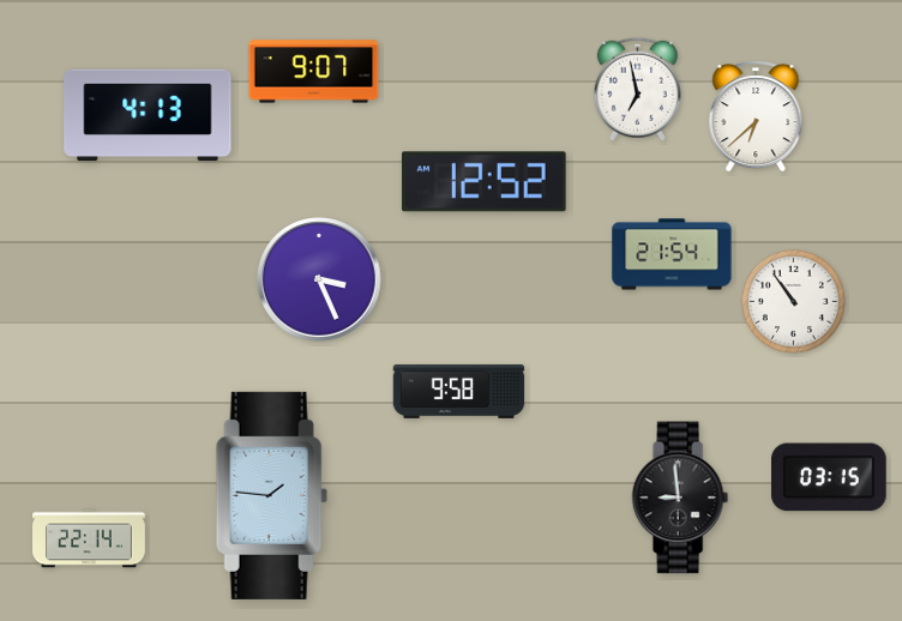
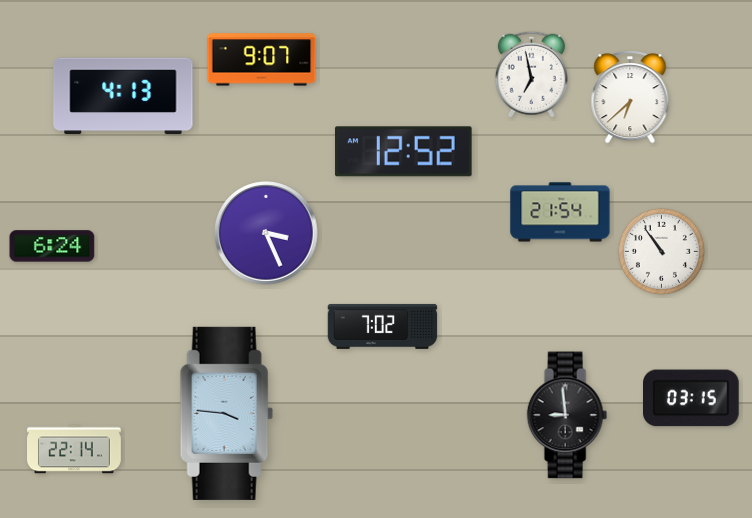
clock at (52, 246): none -> 6:24
clock at (459, 391): 9:58 -> 7:02
clock at (271, 495): 1:46 -> 3:46
